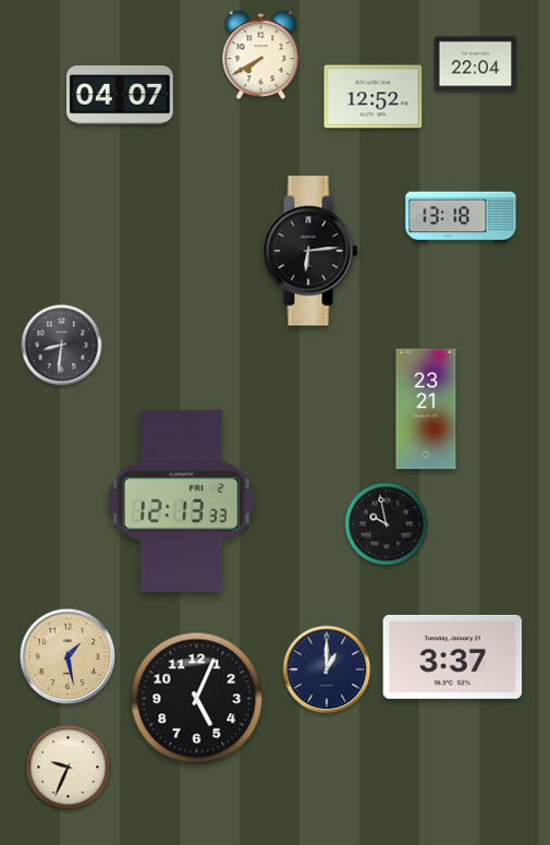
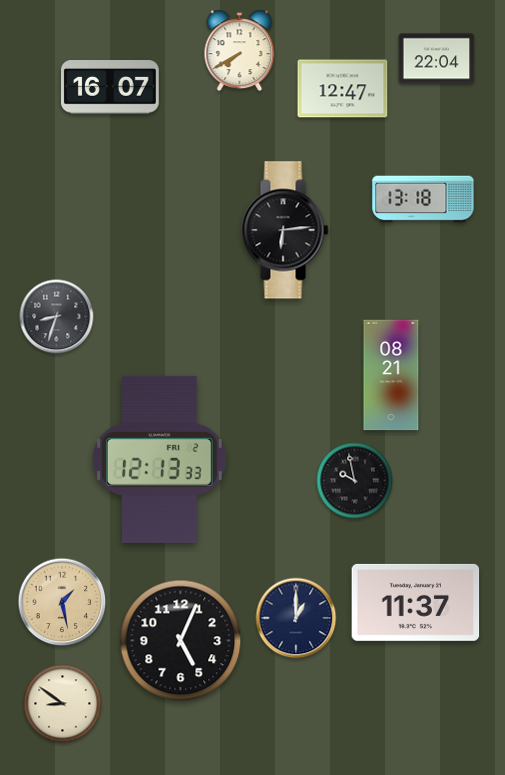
clock at (120, 96): 04:07 -> 16:07
clock at (374, 97): 12:52 -> 12:47
clock at (62, 346): 8:31 -> 8:33
clock at (426, 409): 23:21 -> 08:21
clock at (181, 500) position: (181, 500) -> (159, 459)
clock at (453, 656): 3:37 -> 11:37
clock at (327, 669) position: (327, 669) -> (296, 618)
clock at (69, 768): 9:34 -> 8:51
